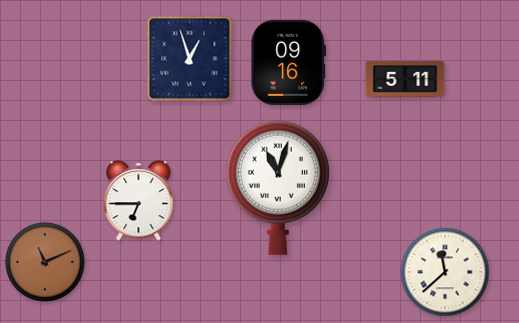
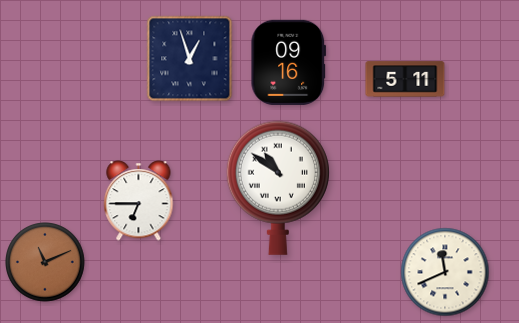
clock at (278, 188): 11:03 -> 10:51
clock at (445, 272): 11:38 -> 11:41
